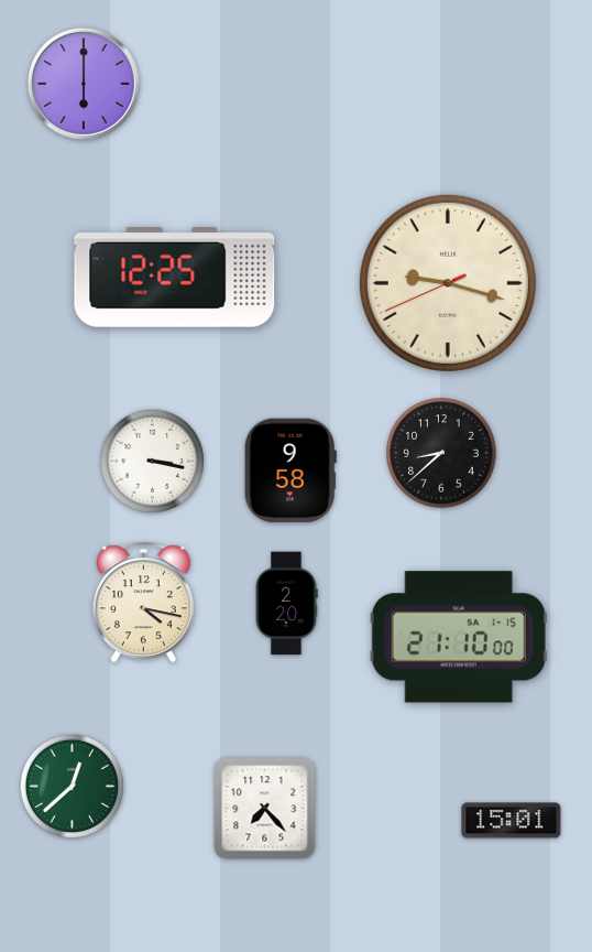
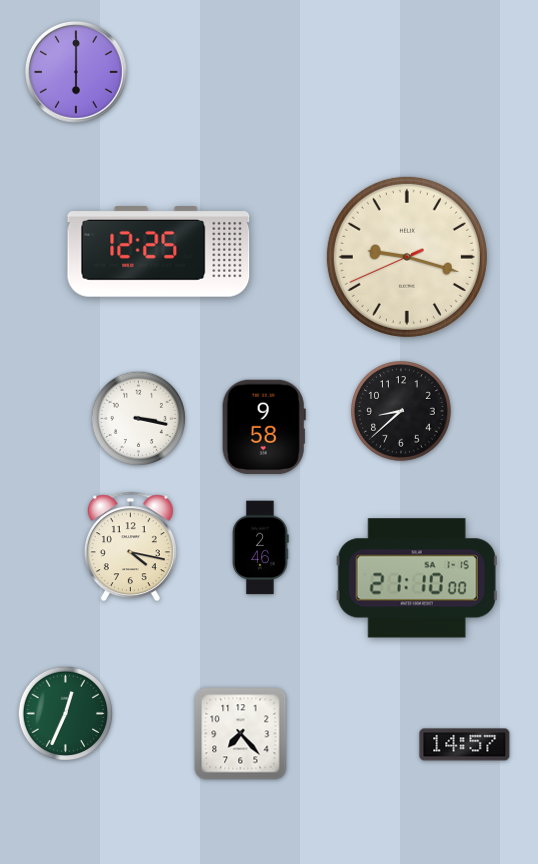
clock at (84, 84) position: (84, 84) -> (76, 72)
clock at (286, 604): 2:20 -> 2:46
clock at (73, 787): 12:38 -> 12:34
clock at (512, 821): 15:01 -> 14:57
